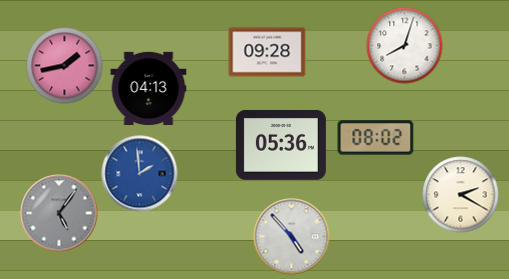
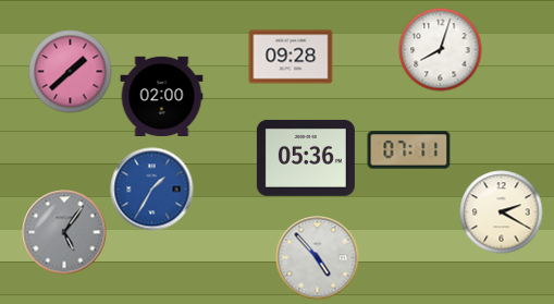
clock at (65, 66): 1:43 -> 1:38
clock at (149, 88): 04:13 -> 02:00
clock at (376, 138): 08:02 -> 07:11
clock at (140, 174): 1:59 -> 1:35
